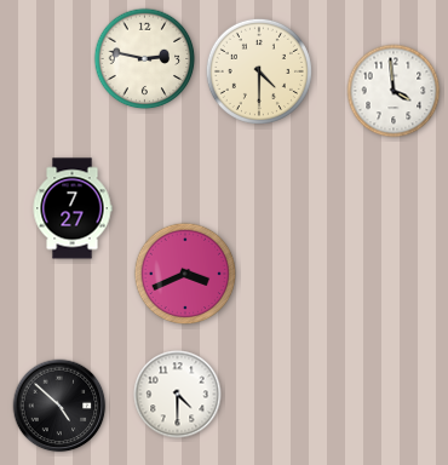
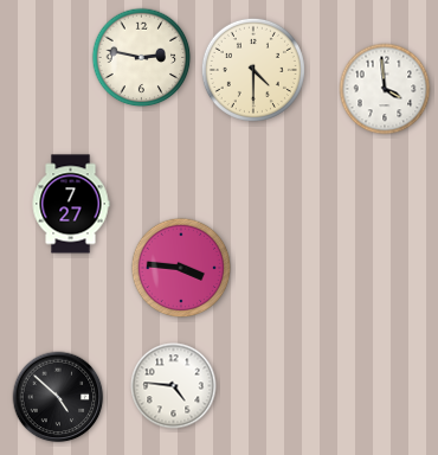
clock at (185, 274): 3:41 -> 3:46
clock at (178, 395): 4:30 -> 4:46
